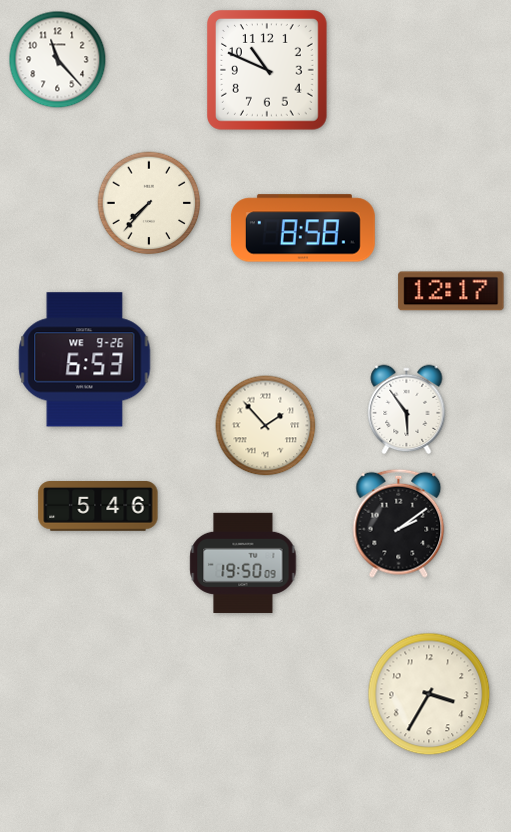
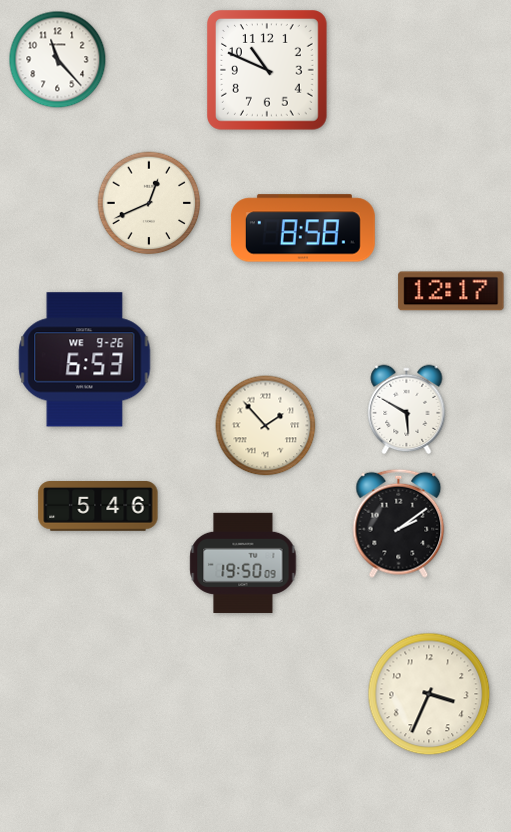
clock at (149, 203): 7:37 -> 12:41
clock at (407, 410): 5:54 -> 5:50
clock at (429, 694): 3:35 -> 3:34
